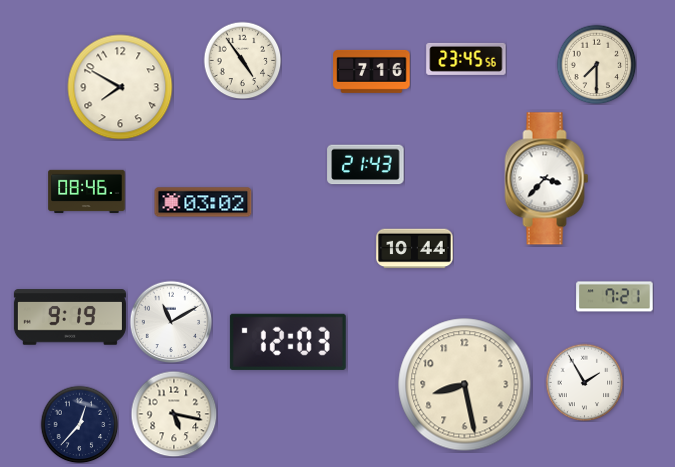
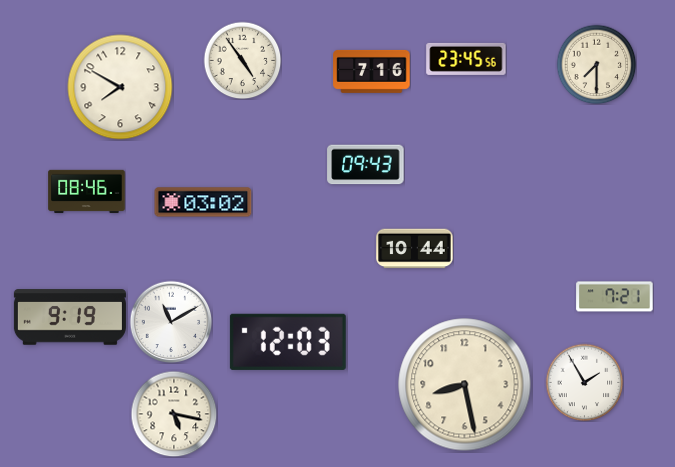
clock at (366, 165): 21:43 -> 09:43
clock at (547, 179): 3:37 -> none
clock at (79, 424): 12:37 -> none
